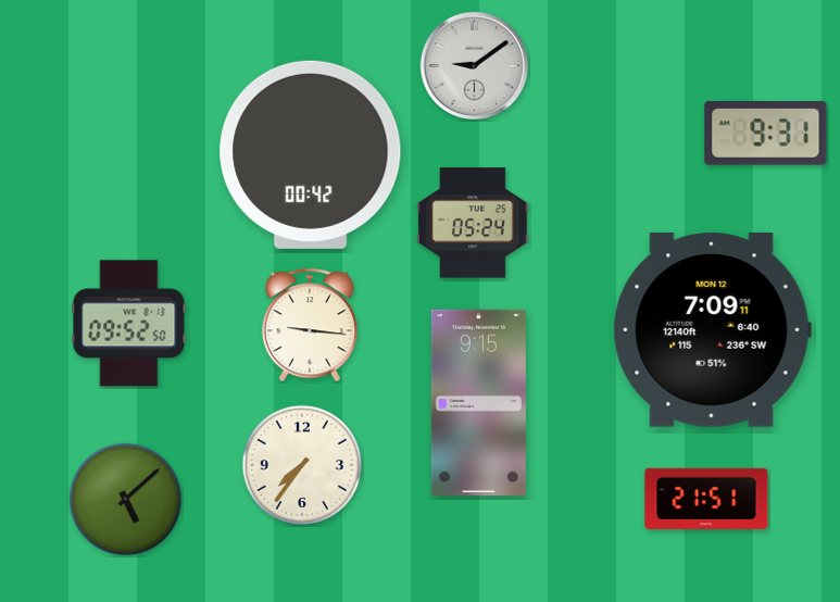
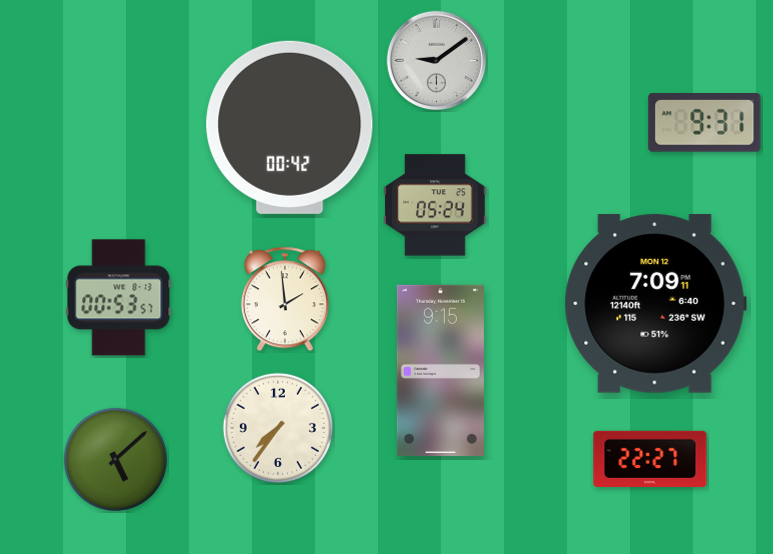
clock at (311, 154) position: (311, 154) -> (290, 127)
clock at (129, 324): 09:52 -> 00:53
clock at (310, 325): 9:16 -> 1:59
clock at (706, 498): 21:51 -> 22:27
